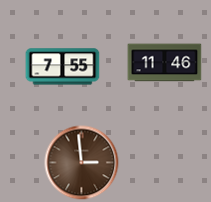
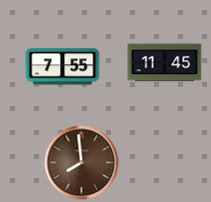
clock at (165, 63): 11:46 -> 11:45
clock at (82, 163): 2:59 -> 7:59
